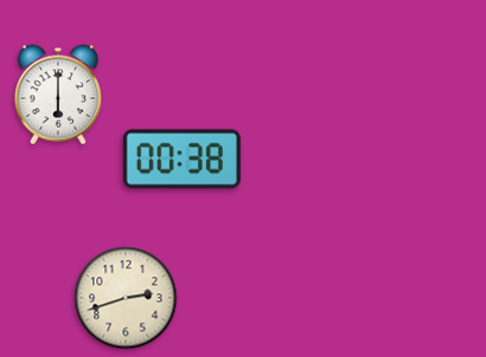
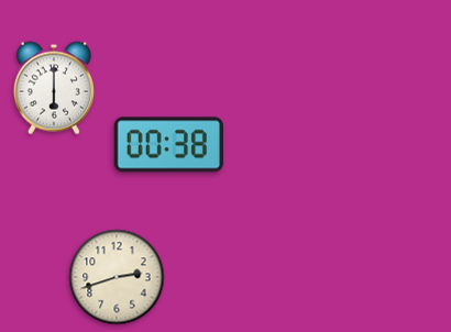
clock at (181, 160) position: (181, 160) -> (168, 145)
